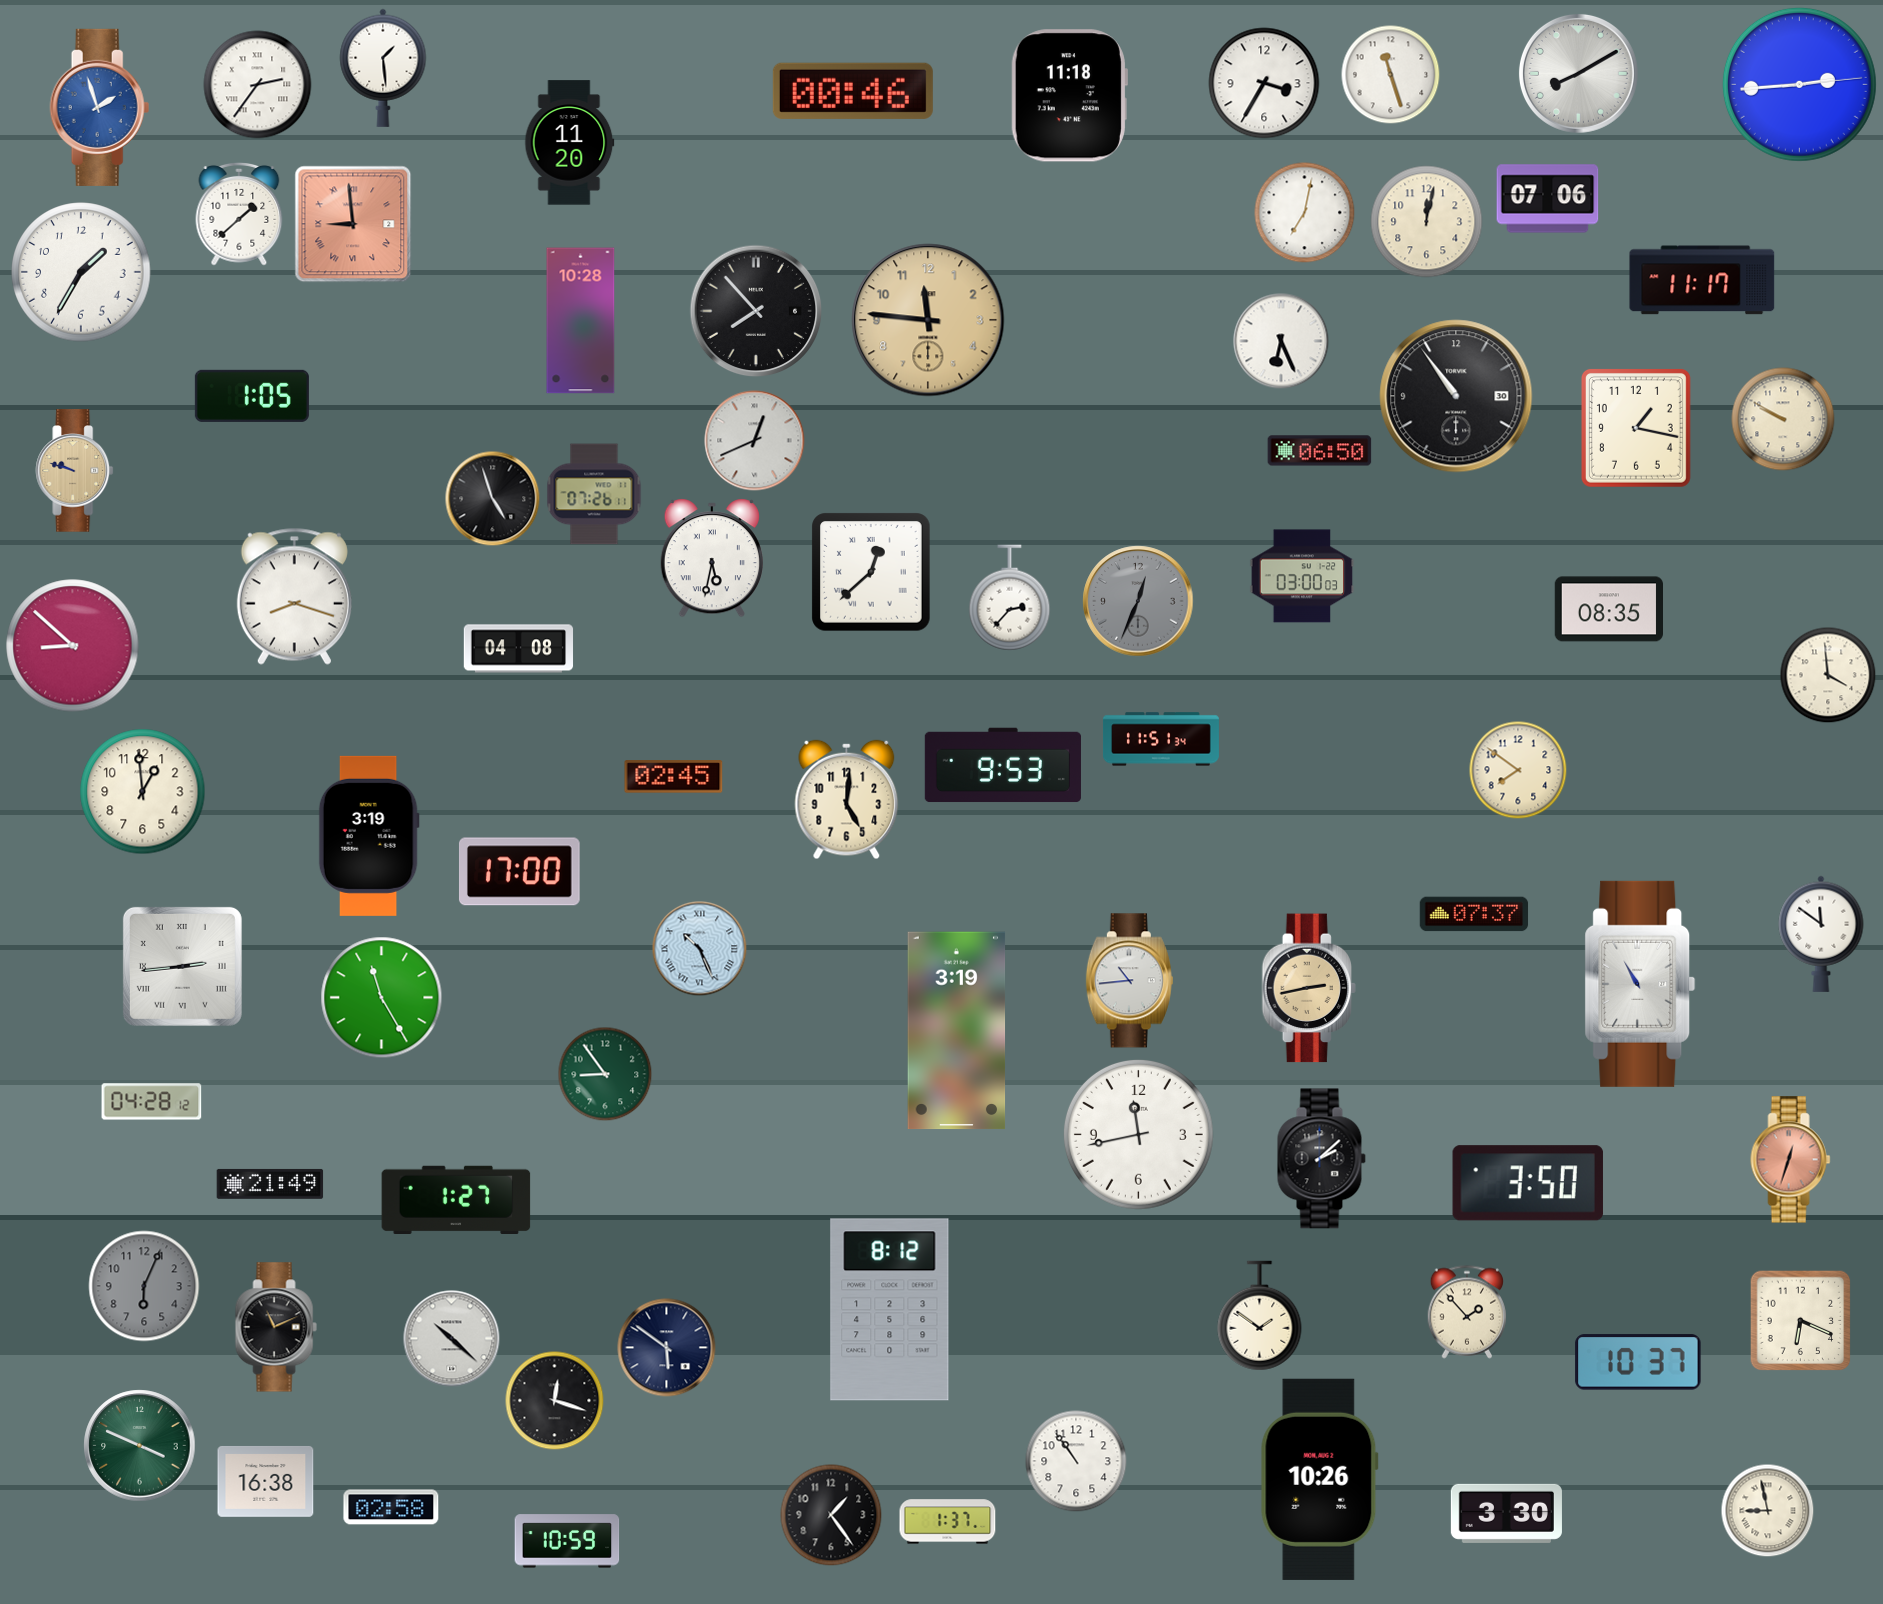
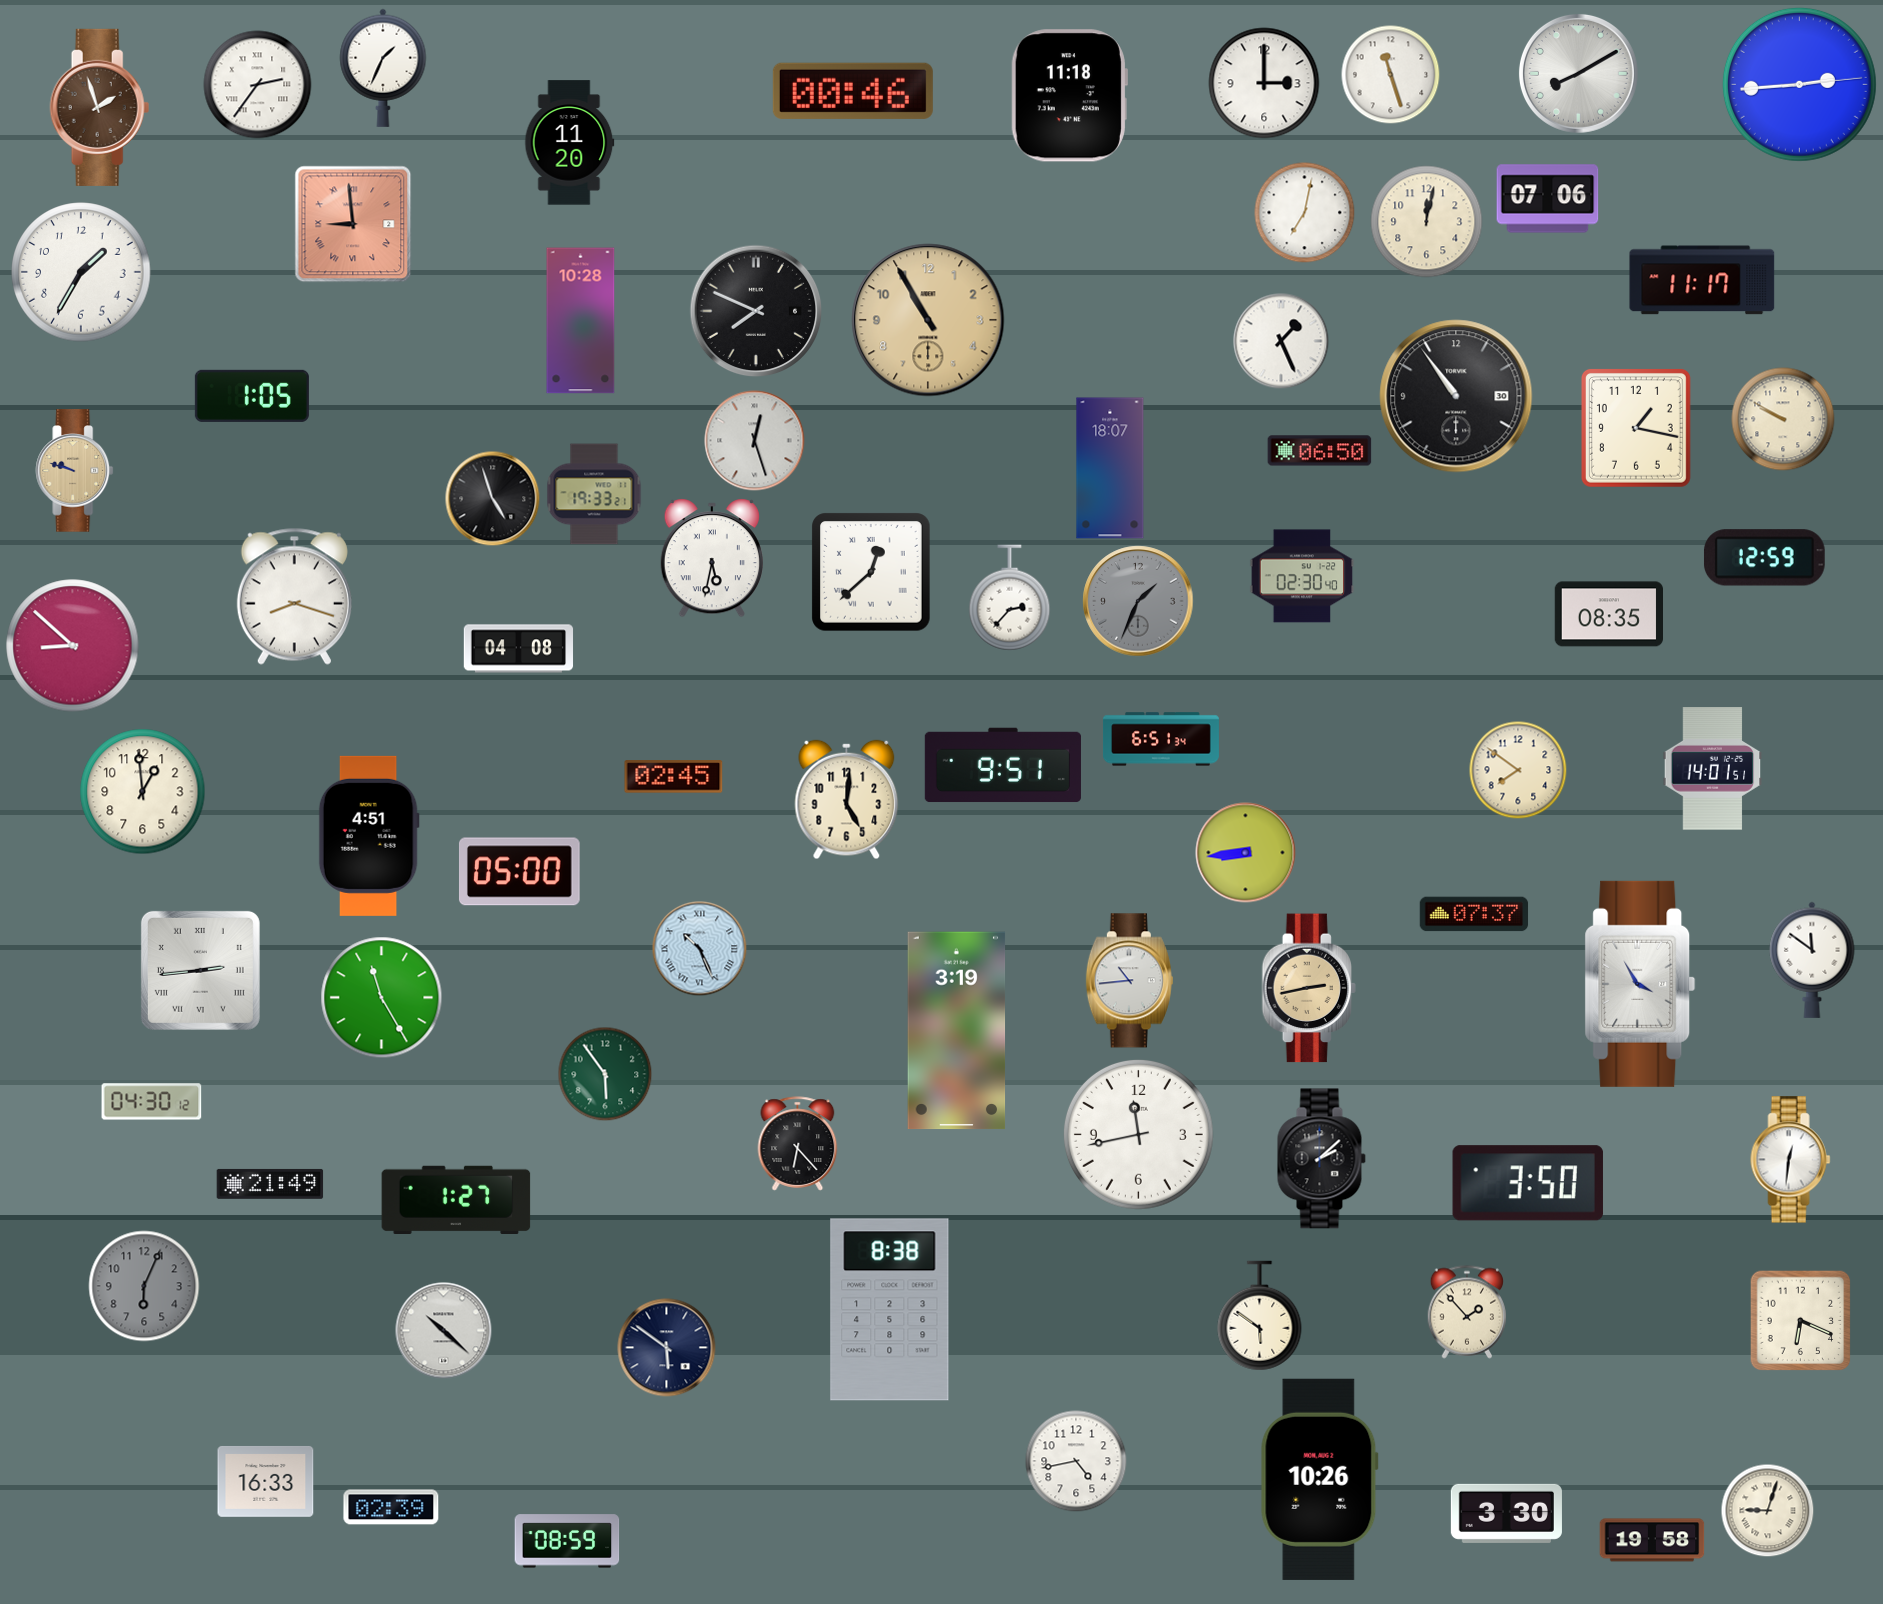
clock at (383, 68): 1:29 -> 1:34
clock at (1264, 83): 3:35 -> 3:00
clock at (100, 107) dial: blue -> brown
clock at (239, 215): 1:38 -> none
clock at (756, 311): 7:53 -> 7:49
clock at (928, 320): 11:46 -> 10:55
clock at (1281, 341): 6:26 -> 1:26
clock at (755, 441): 12:41 -> 12:27
clock at (1110, 468): none -> 18:07
clock at (594, 494): 07:26 -> 19:33
clock at (1764, 558): none -> 12:59
clock at (1302, 576): 03:00 -> 02:30
clock at (1138, 601): 12:34 -> 1:34
clock at (1608, 609) position: (1608, 609) -> (1608, 614)
clock at (1828, 675): 3:59 -> none
clock at (1161, 739): 11:51 -> 6:51
clock at (1003, 765): 9:53 -> 9:51
clock at (1713, 769): none -> 14:01
clock at (369, 836): 3:19 -> 4:51
clock at (1246, 853): none -> 8:44
clock at (519, 872): 17:00 -> 05:00
clock at (1821, 934) position: (1821, 934) -> (1812, 960)
clock at (182, 966) position: (182, 966) -> (200, 970)
clock at (1640, 984): 10:55 -> 3:55
clock at (605, 1074): 8:54 -> 5:54
clock at (152, 1102): 04:28 -> 04:30
clock at (798, 1144): none -> 6:23
clock at (1791, 1160): 12:33 -> 12:31
clock at (1791, 1160) dial: salmon -> white
clock at (890, 1310): 8:12 -> 8:38
clock at (1260, 1316): 1:51 -> 5:51
clock at (276, 1327): 11:11 -> none
clock at (452, 1339) position: (452, 1339) -> (444, 1331)
clock at (1638, 1362): 10:37 -> none
clock at (555, 1401): 12:18 -> none
clock at (140, 1446): 3:49 -> none
clock at (1076, 1461): 10:54 -> 4:43
clock at (266, 1481): 16:38 -> 16:33
clock at (391, 1507): 02:58 -> 02:39
clock at (1767, 1510): 8:58 -> 9:03
clock at (831, 1515): 1:24 -> none
clock at (948, 1522): 1:37 -> none
clock at (1652, 1540): none -> 19:58
clock at (567, 1541): 10:59 -> 08:59
